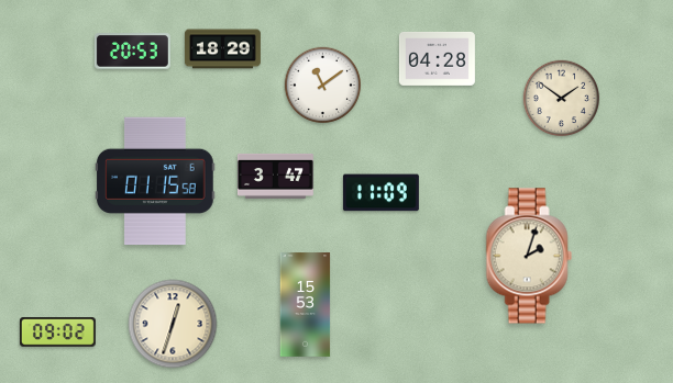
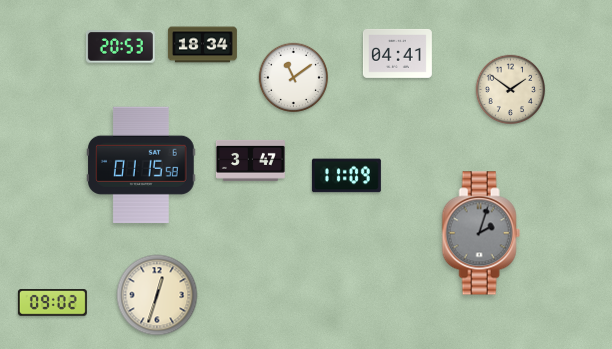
clock at (222, 49): 18:29 -> 18:34
clock at (437, 58): 04:28 -> 04:41
clock at (529, 256) dial: cream -> grey
clock at (306, 305): 15:53 -> none
